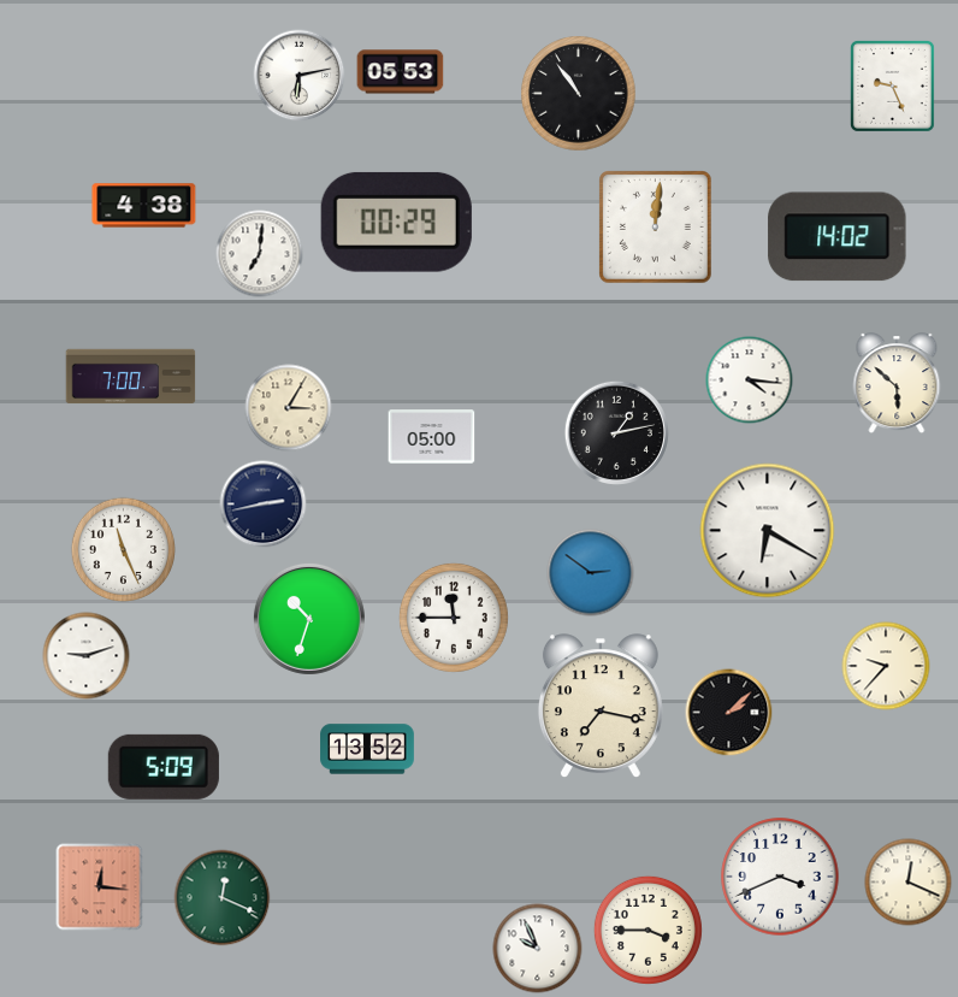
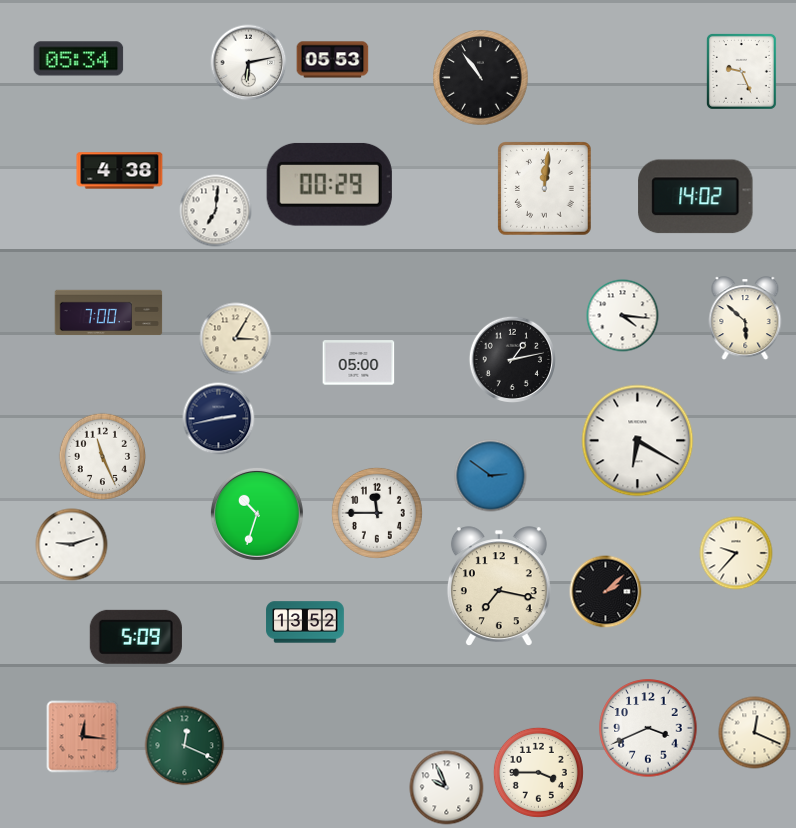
clock at (79, 59): none -> 05:34
clock at (289, 408) position: (289, 408) -> (236, 339)
